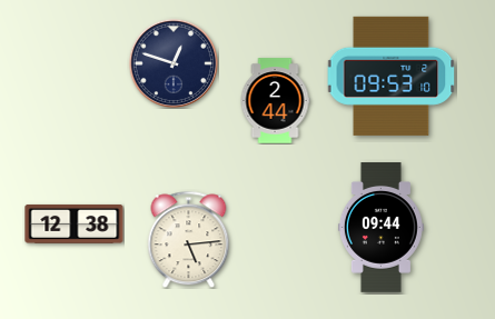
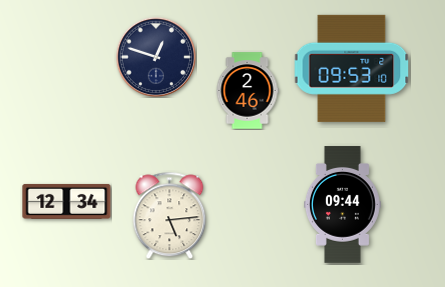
clock at (275, 101): 2:44 -> 2:46
clock at (75, 223): 12:38 -> 12:34
